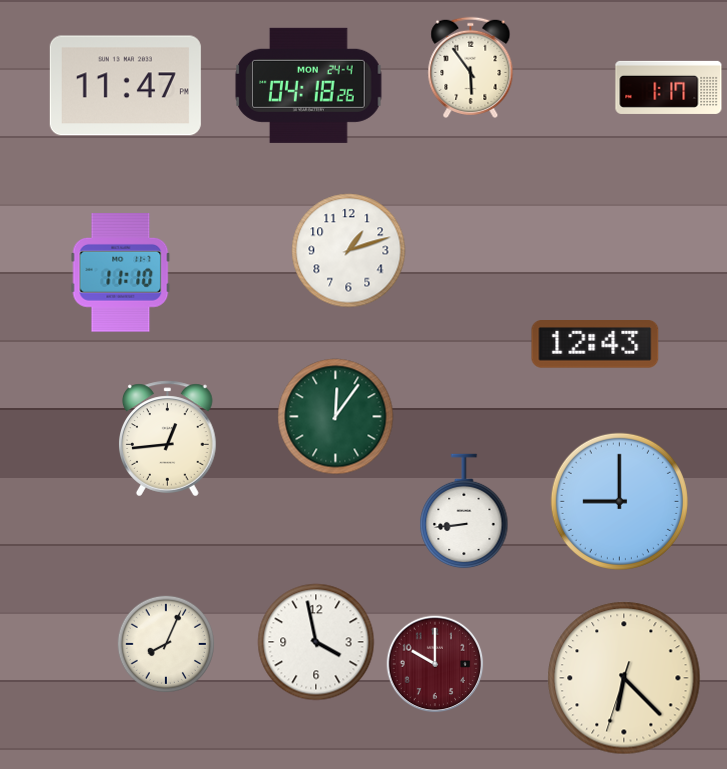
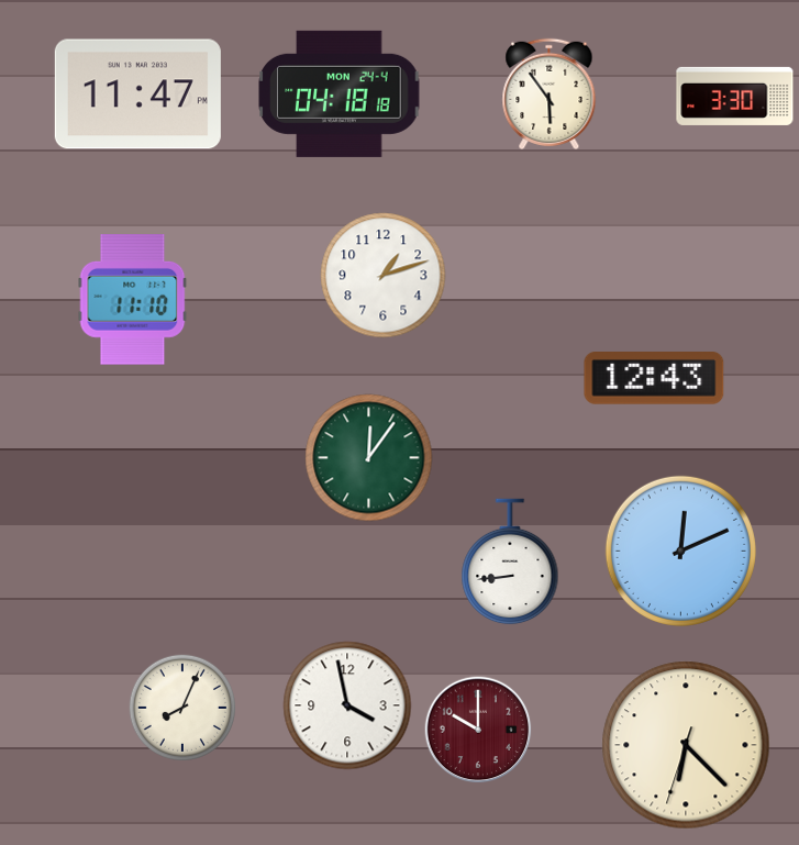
clock at (471, 67) position: (471, 67) -> (550, 93)
clock at (309, 85): 04:18:26 -> 04:18:18
clock at (669, 87): 1:17 -> 3:30
clock at (168, 439): 12:44 -> none
clock at (619, 501): 9:00 -> 12:11
